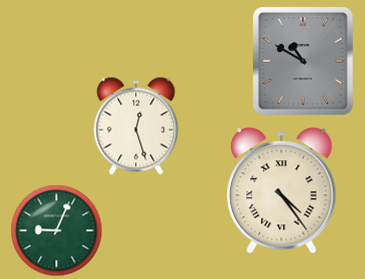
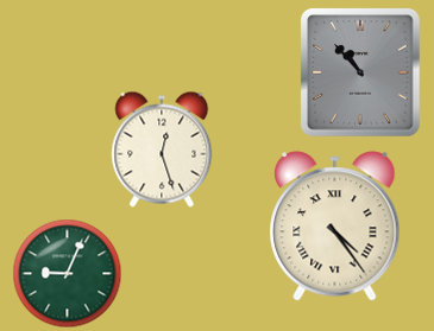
clock at (304, 61): 10:50 -> 10:53
